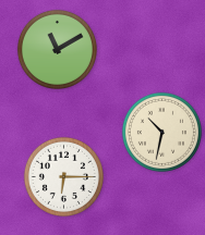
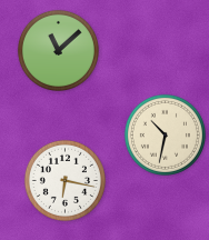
clock at (57, 49): 11:10 -> 11:08
clock at (63, 176): 6:15 -> 6:17
